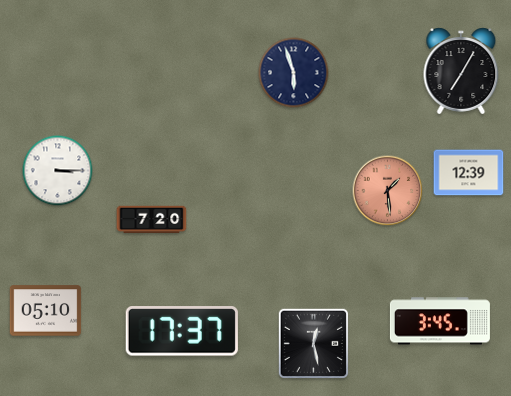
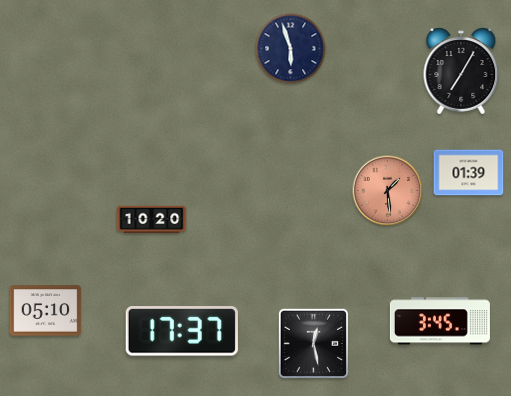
clock at (294, 73) position: (294, 73) -> (291, 49)
clock at (58, 171): 3:15 -> none
clock at (469, 173): 12:39 -> 01:39
clock at (152, 220): 7:20 -> 10:20
